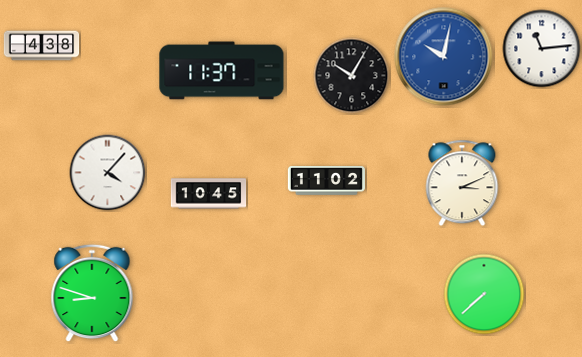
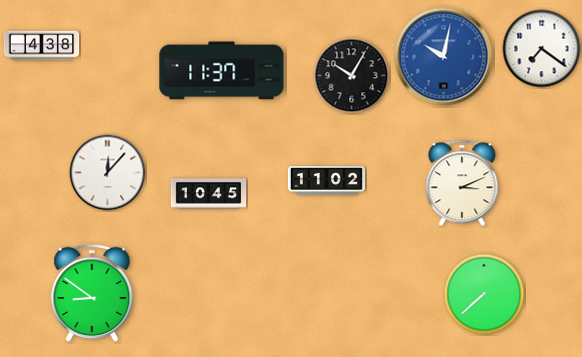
clock at (542, 49): 11:14 -> 7:21
clock at (108, 173): 4:07 -> 12:07
clock at (92, 293): 8:48 -> 8:51
